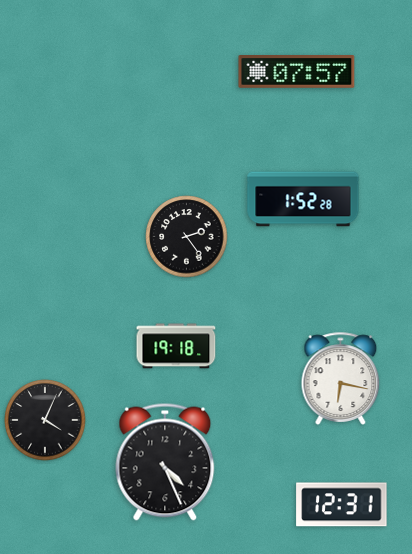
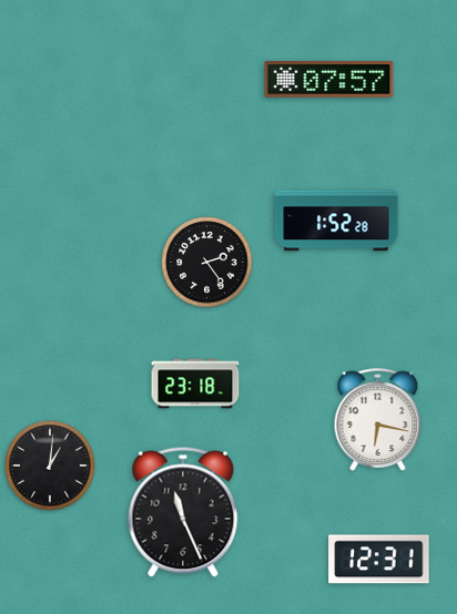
clock at (176, 346): 19:18 -> 23:18
clock at (45, 420): 4:04 -> 1:01
clock at (165, 462): 4:26 -> 11:26
